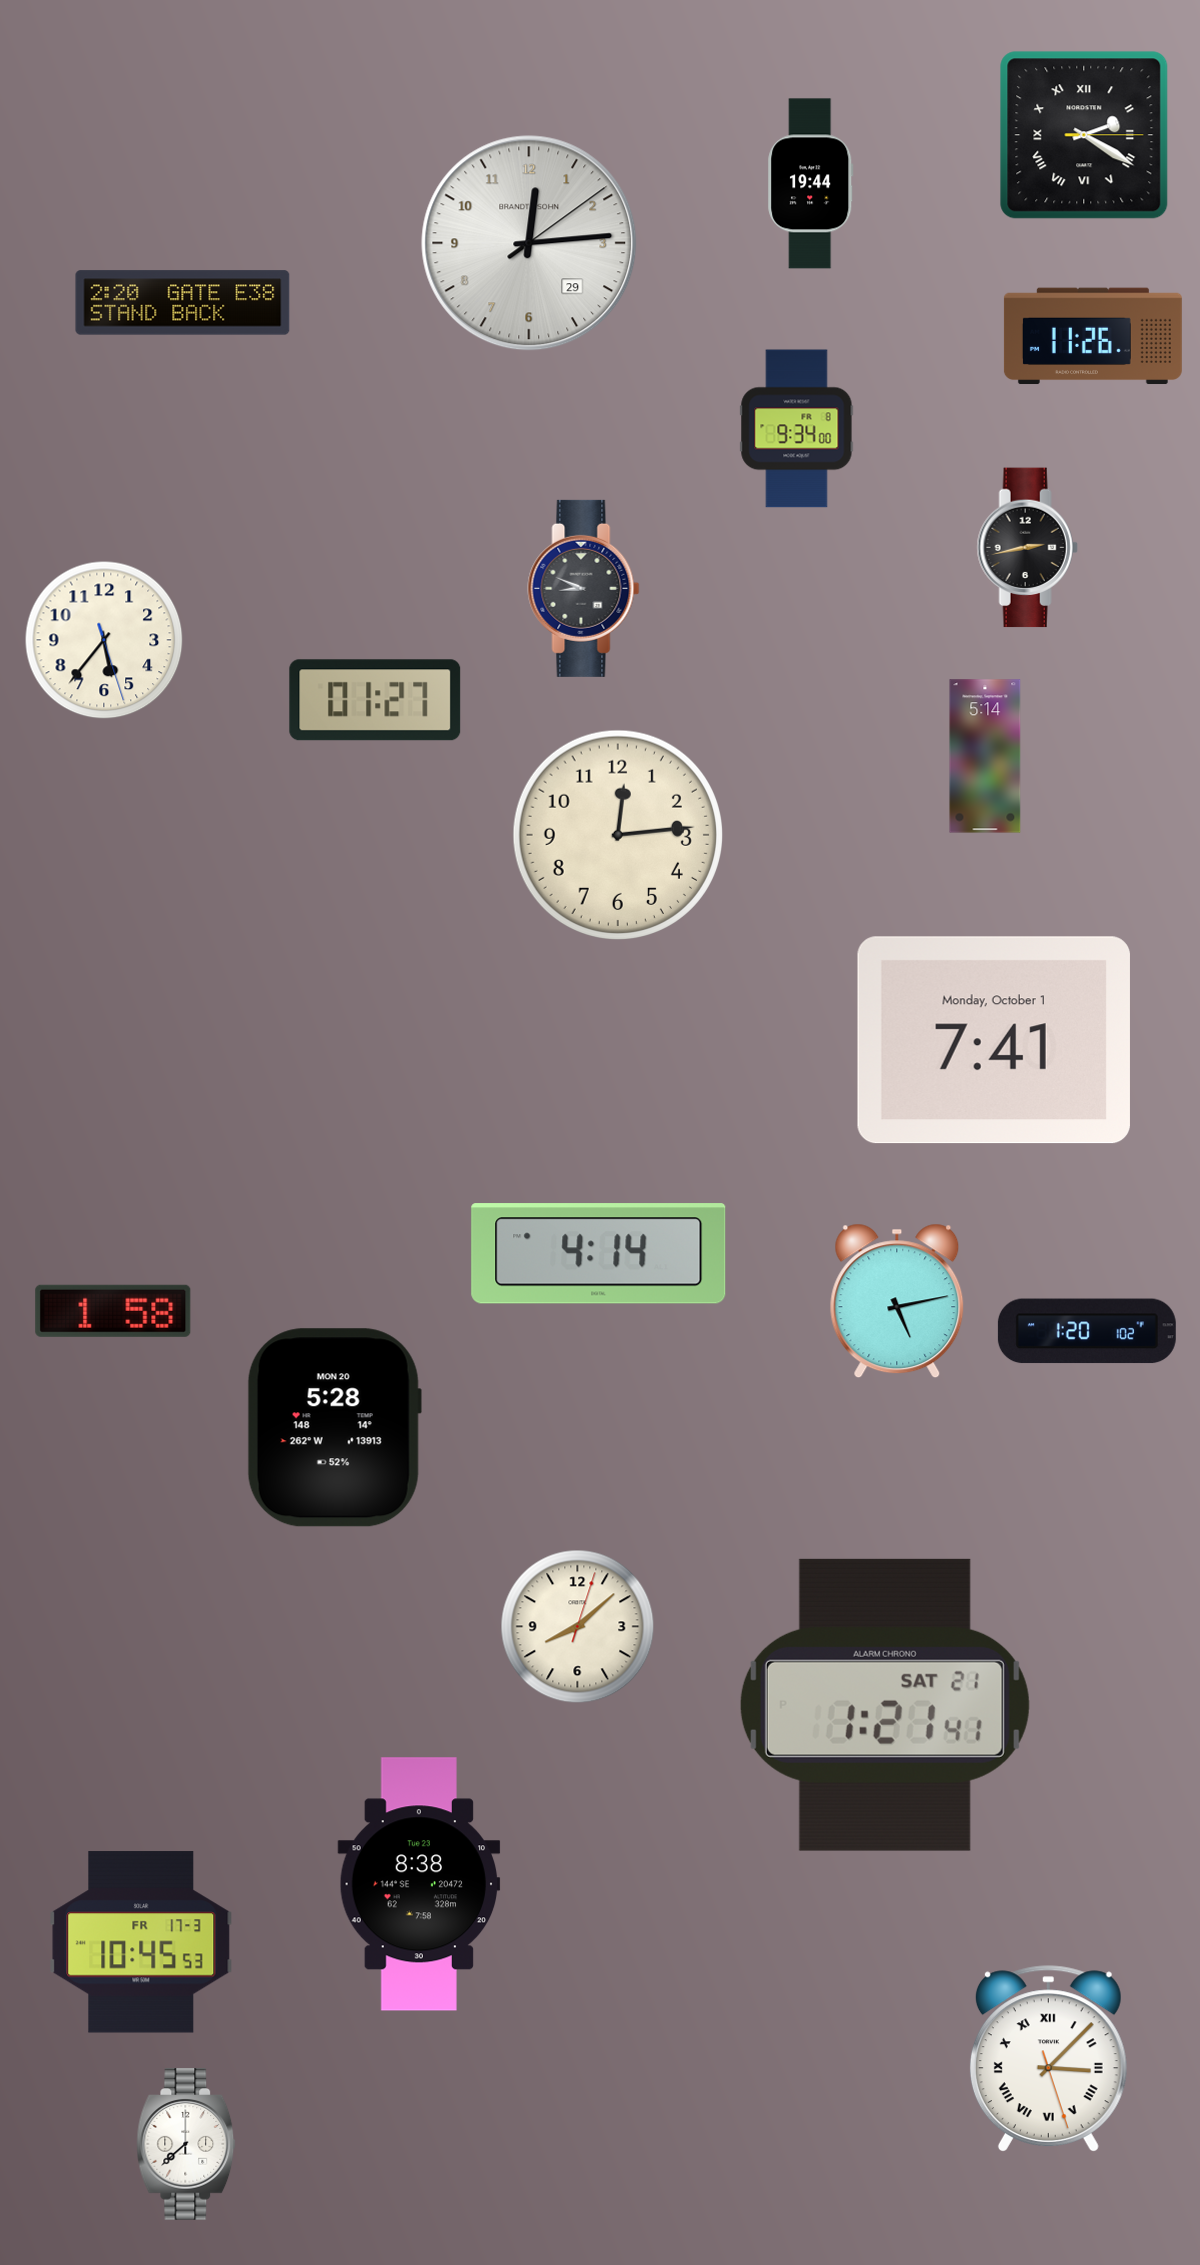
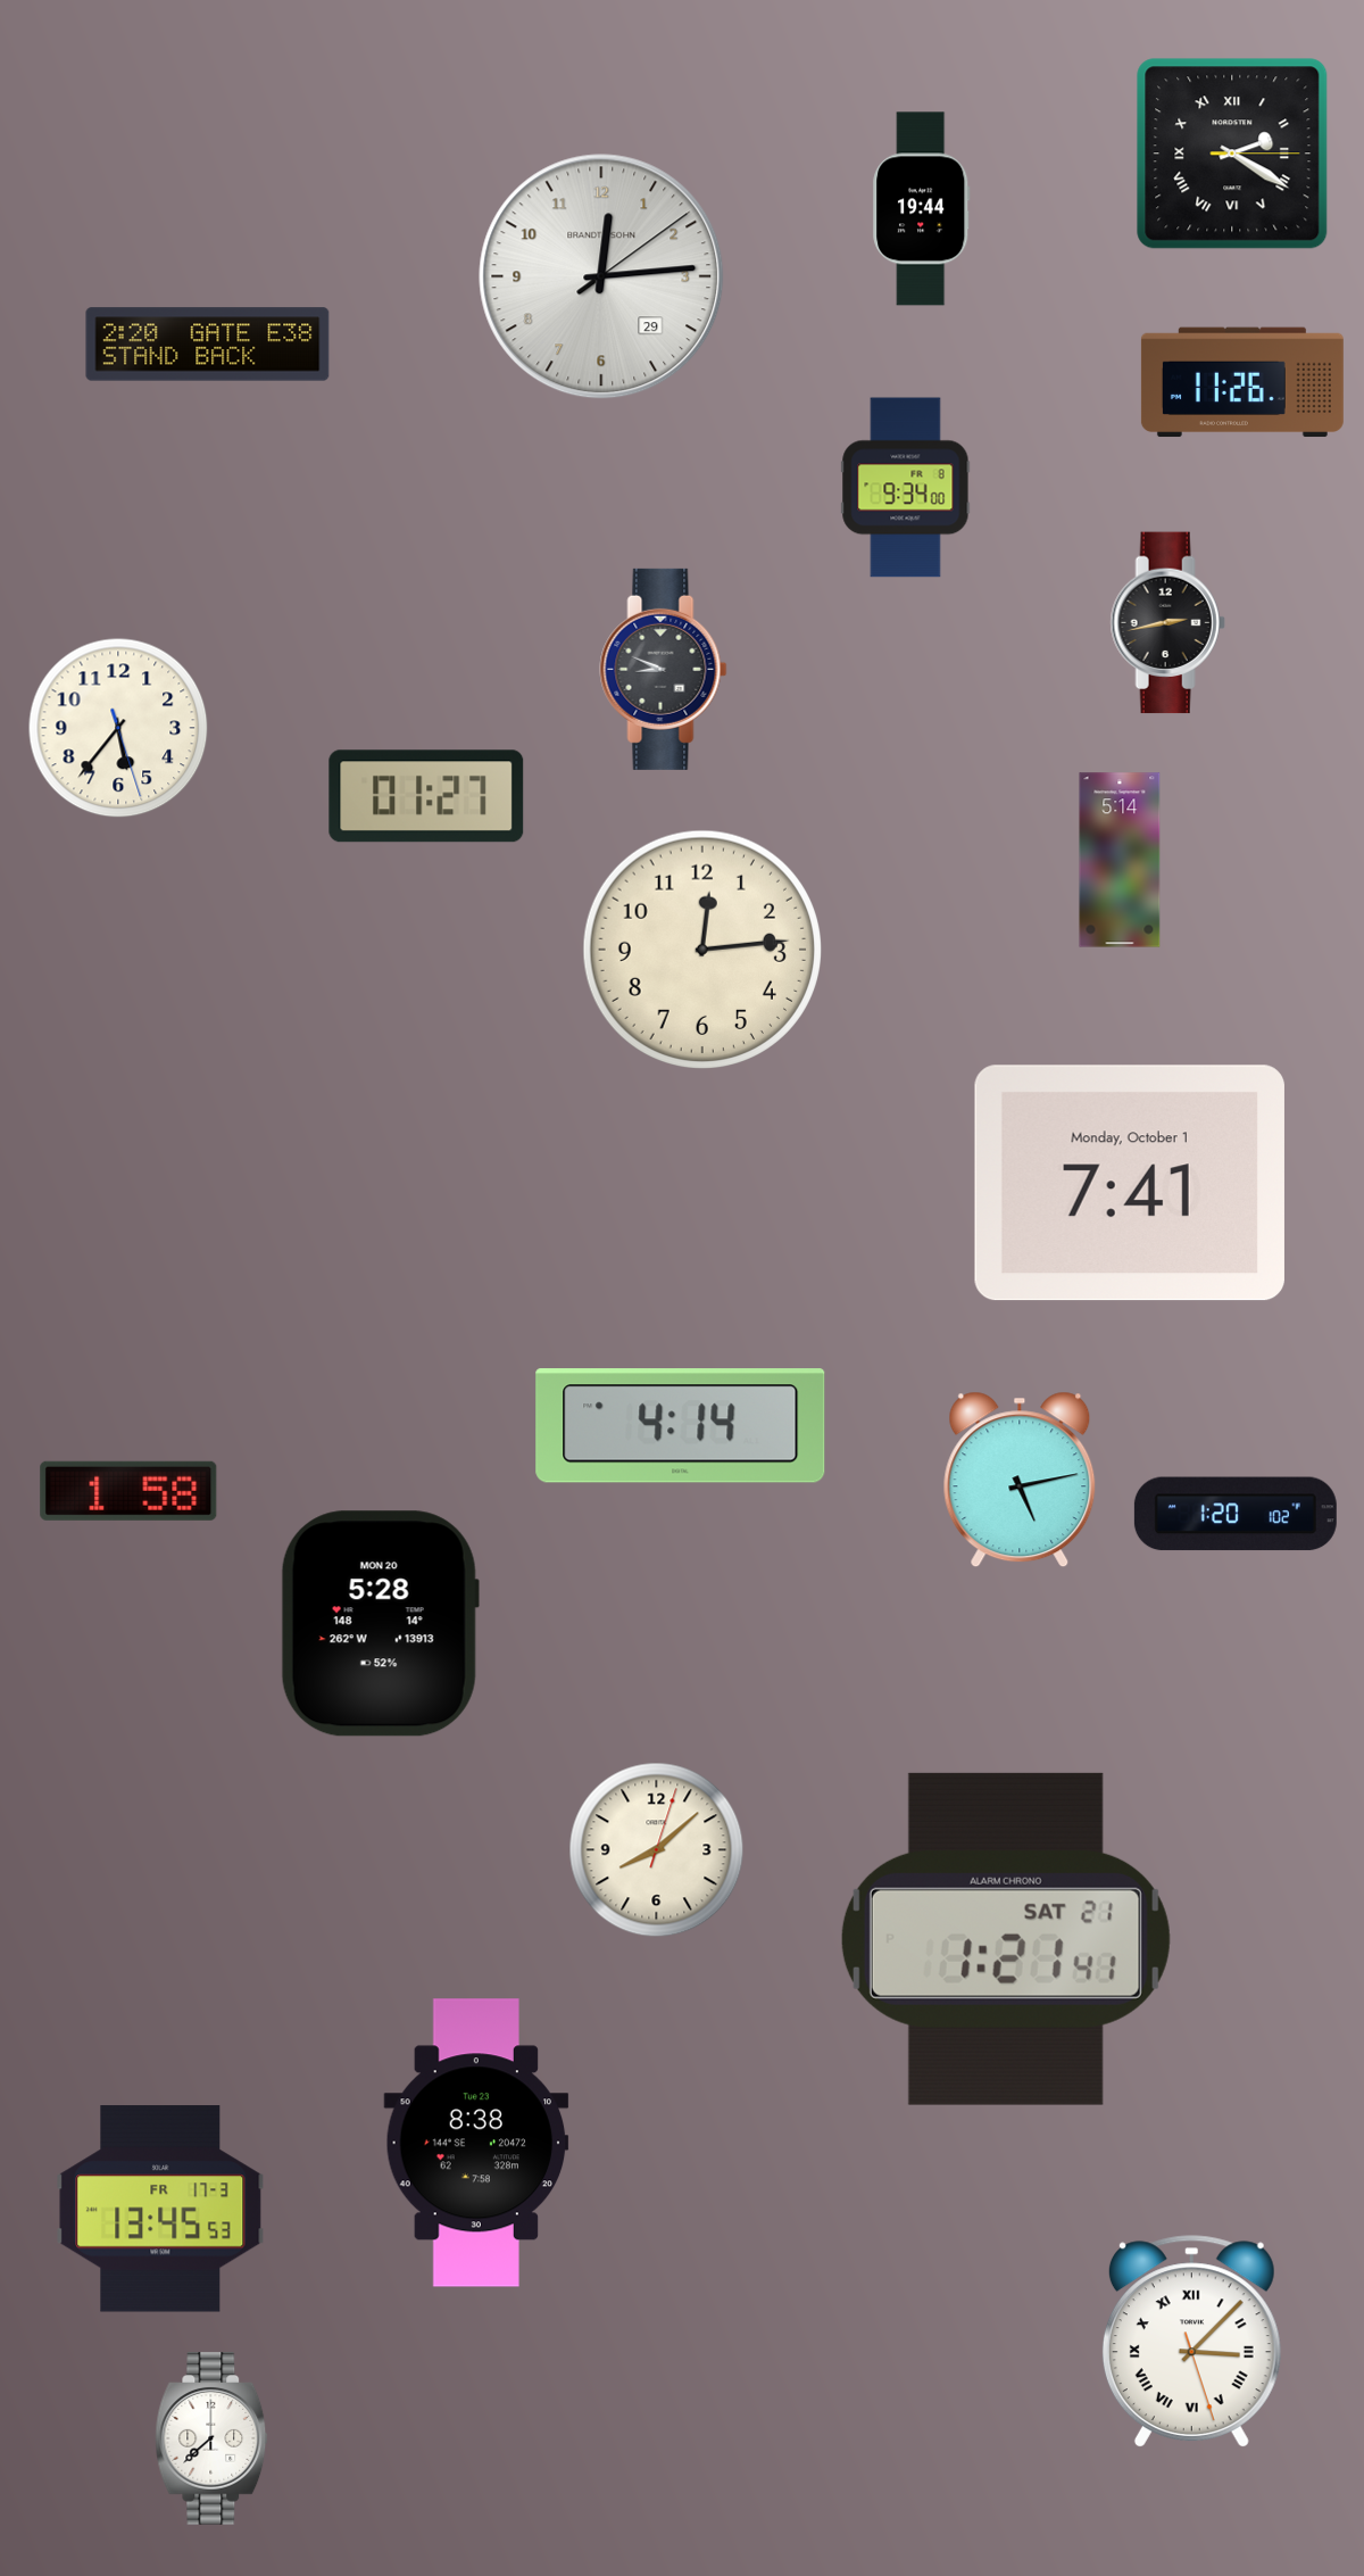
clock at (141, 1942): 10:45 -> 13:45
